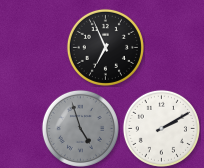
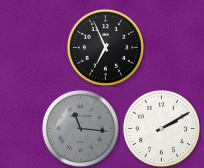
clock at (80, 128): 4:57 -> 11:16
